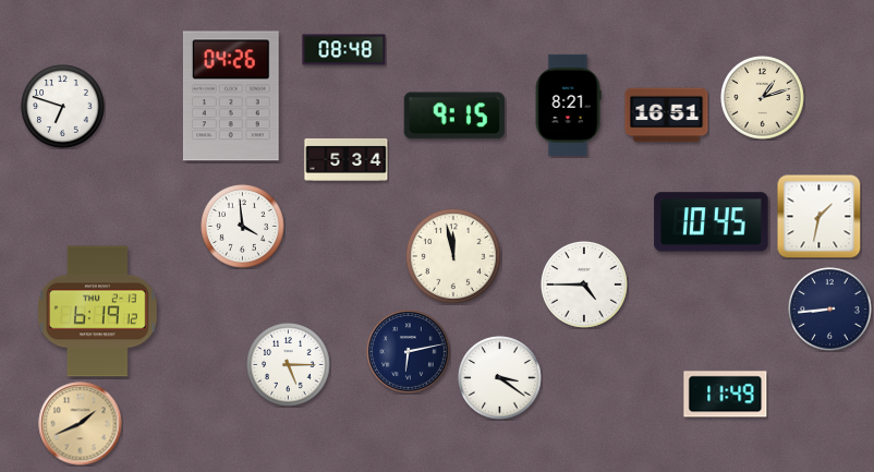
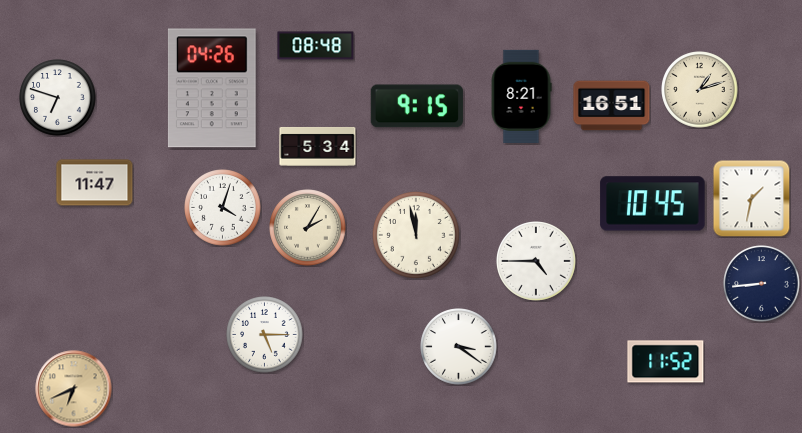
clock at (95, 183): none -> 11:47
clock at (243, 227): 3:59 -> 4:03
clock at (308, 228): none -> 2:05
clock at (98, 312): 6:19 -> none
clock at (409, 352): 6:13 -> none
clock at (726, 395): 11:49 -> 11:52
clock at (81, 424): 1:41 -> 6:41
